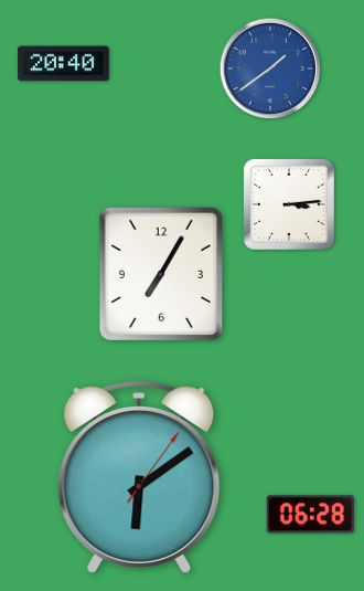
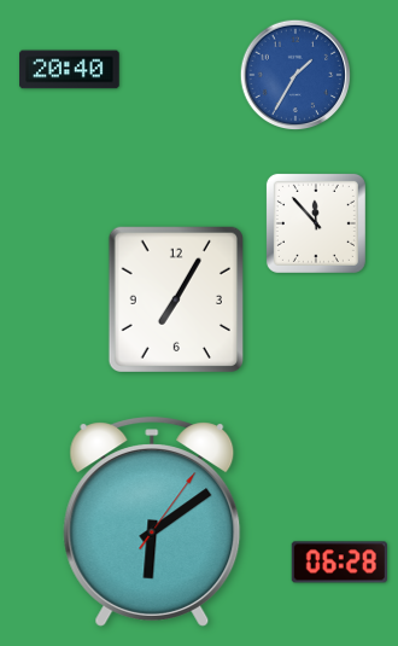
clock at (270, 68): 1:39 -> 1:35
clock at (289, 204): 3:14 -> 11:53
